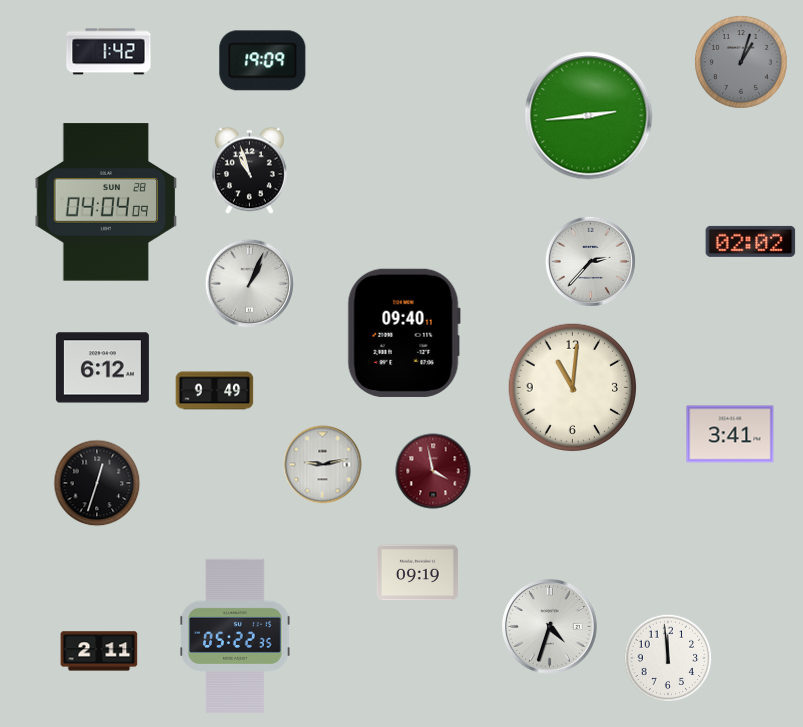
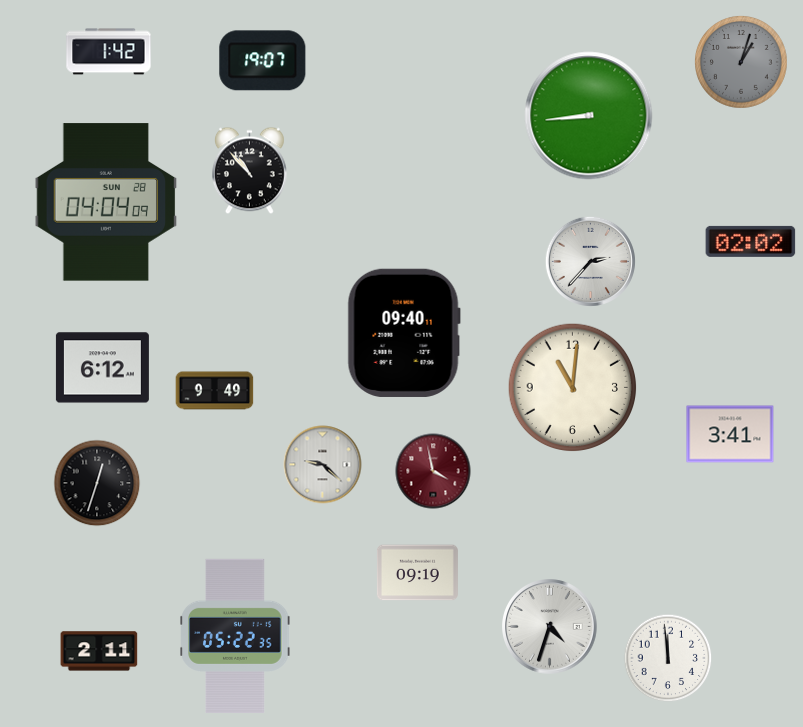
clock at (263, 61): 19:09 -> 19:07
clock at (589, 116): 2:44 -> 8:44
clock at (250, 171): 10:57 -> 10:53
clock at (250, 284): 1:04 -> none
clock at (323, 465): 9:13 -> 9:22
